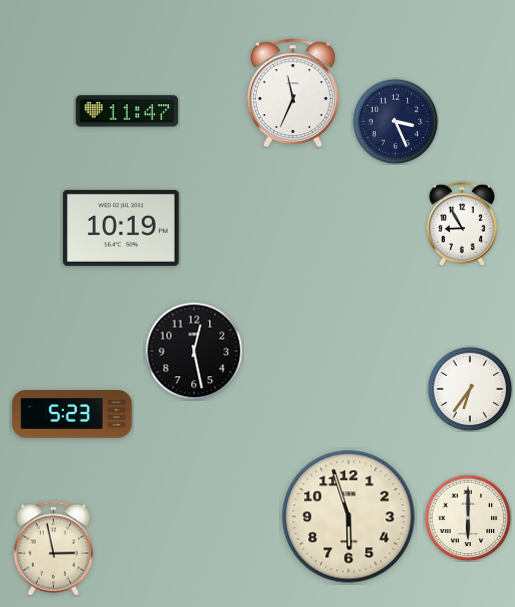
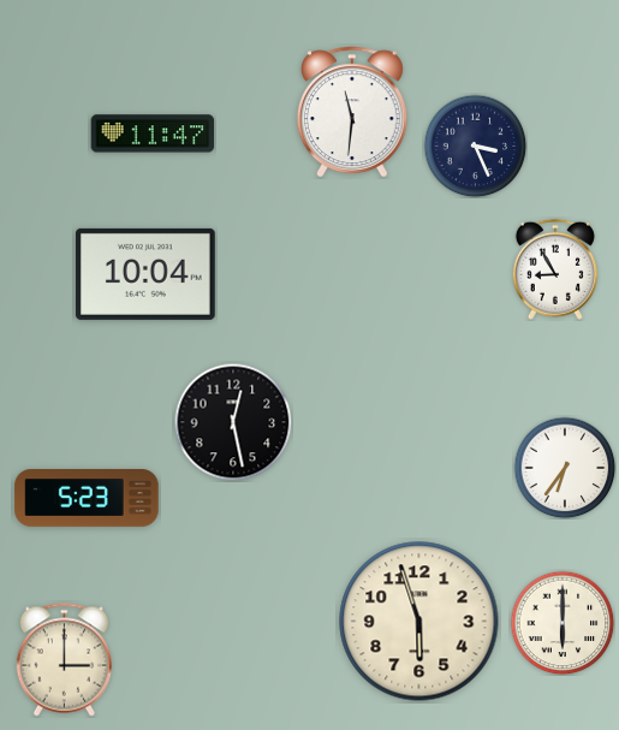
clock at (293, 93): 11:34 -> 11:31
clock at (121, 228): 10:19 -> 10:04
clock at (54, 549): 2:58 -> 3:00
